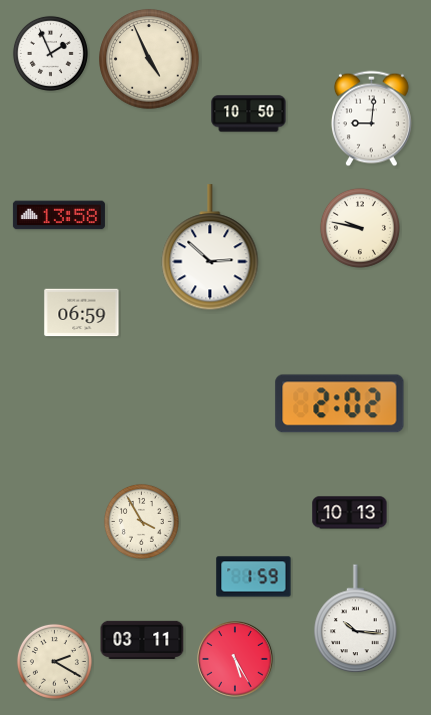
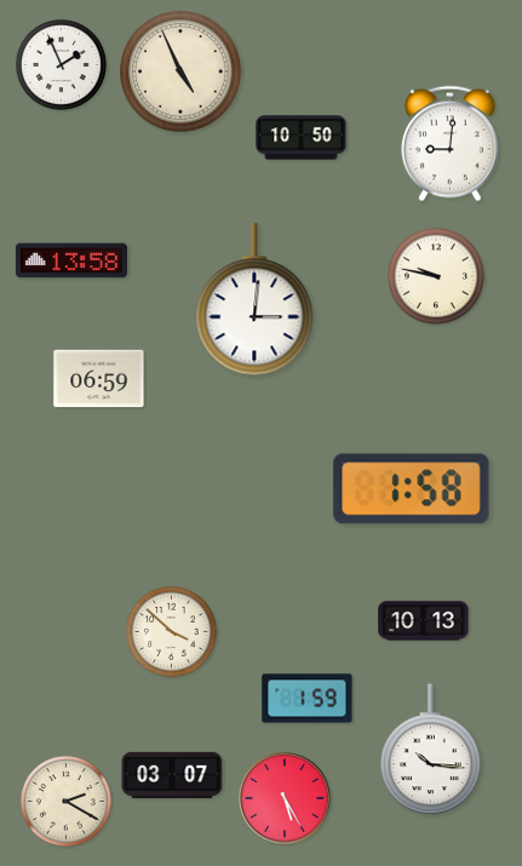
clock at (210, 248): 2:52 -> 3:01
clock at (340, 404): 2:02 -> 1:58
clock at (141, 521): 3:55 -> 3:52
clock at (142, 640): 03:11 -> 03:07
